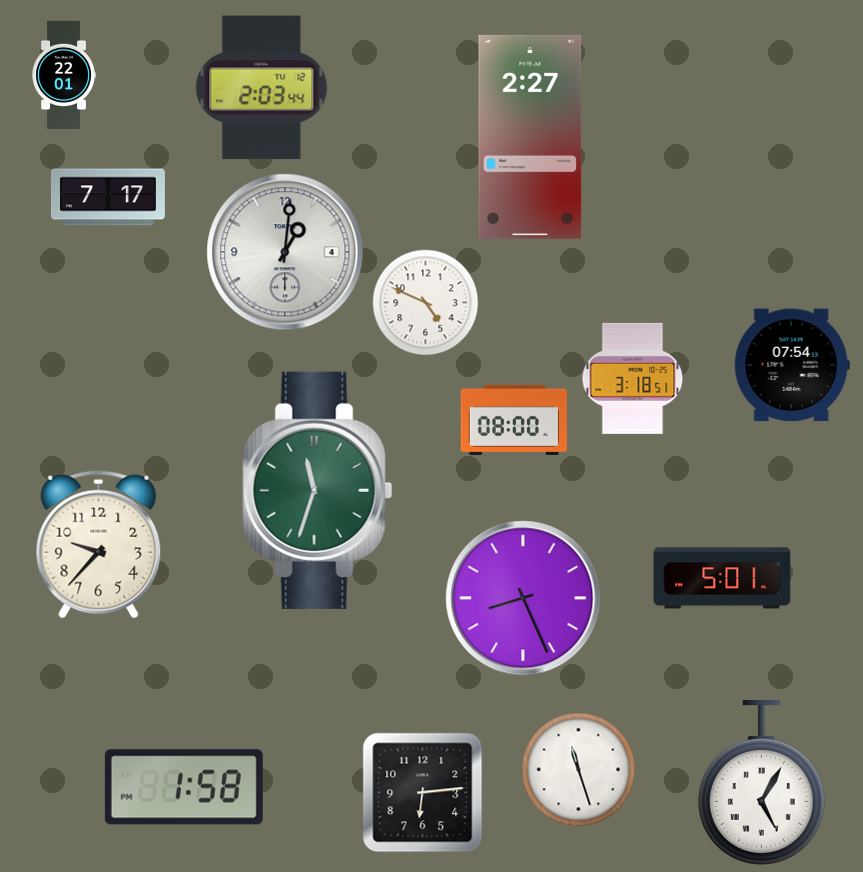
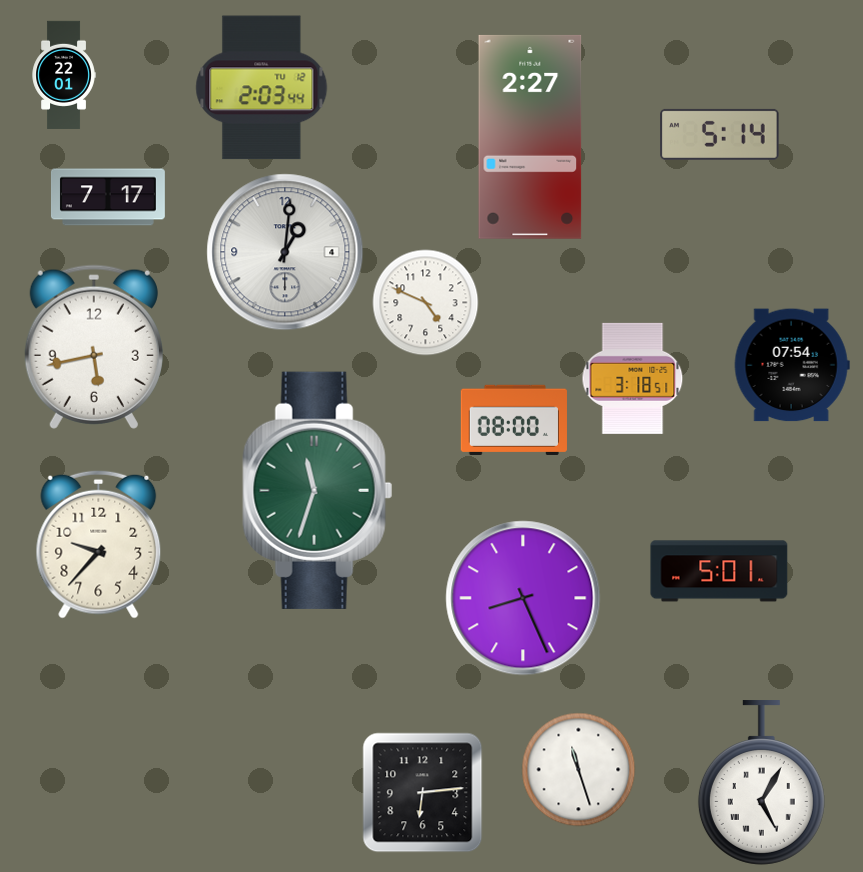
clock at (720, 134): none -> 5:14
clock at (94, 347): none -> 5:43
clock at (722, 578) position: (722, 578) -> (719, 571)
clock at (184, 787): 1:58 -> none
